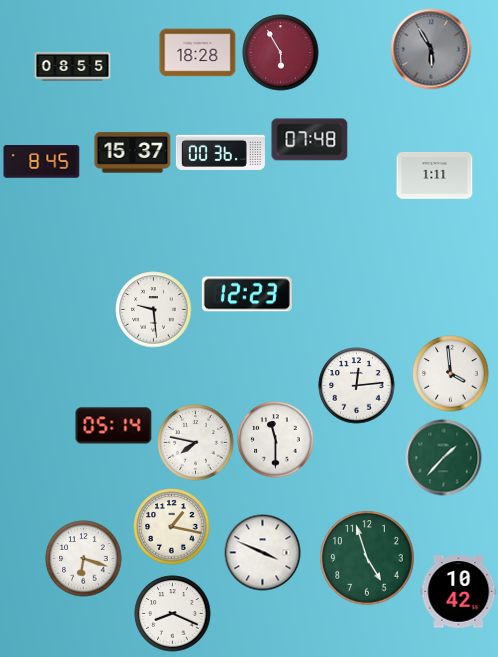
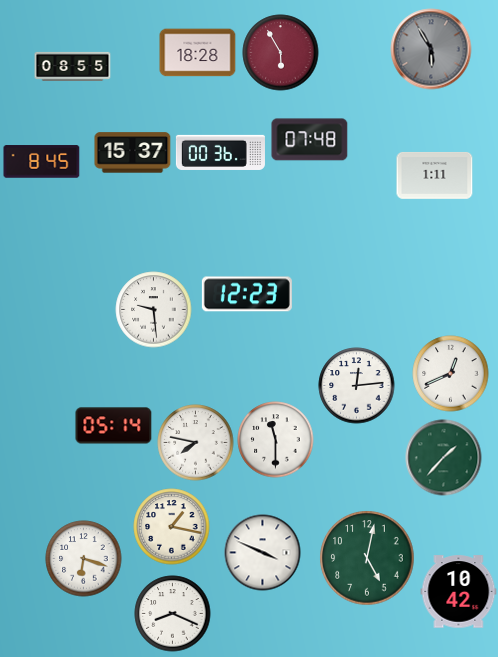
clock at (451, 374): 3:59 -> 12:41
clock at (367, 558): 4:57 -> 5:02
